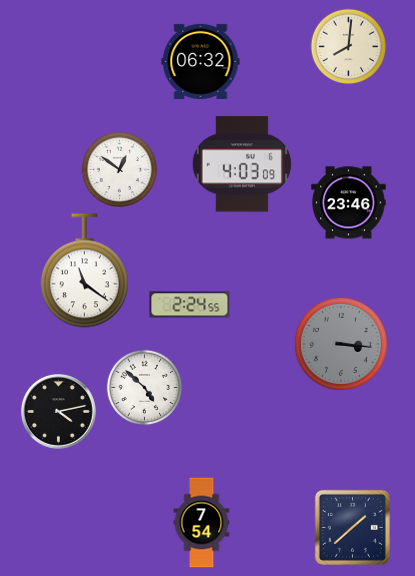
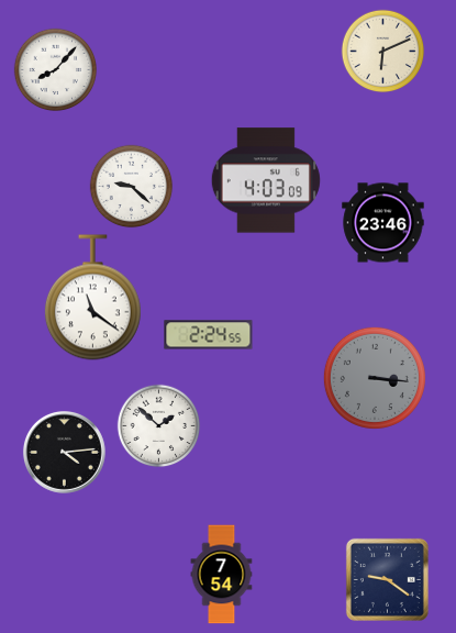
clock at (349, 47): 8:01 -> 6:11
clock at (201, 61): 06:32 -> none
clock at (56, 70): none -> 8:07
clock at (120, 170): 12:51 -> 9:22
clock at (145, 388): 4:52 -> 1:52
clock at (58, 411): 4:13 -> 4:14
clock at (352, 527): 1:38 -> 9:21
